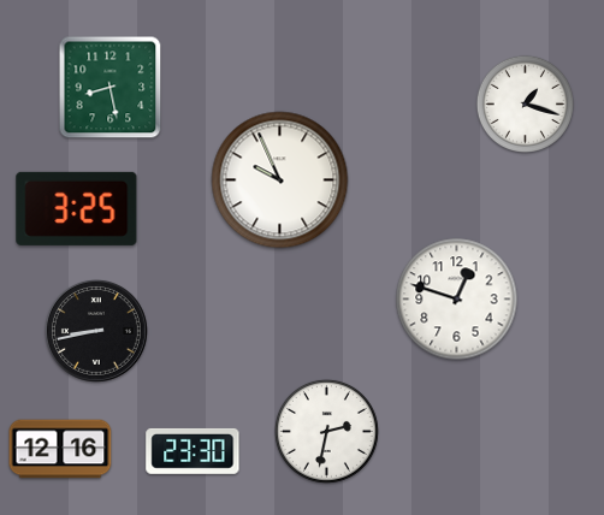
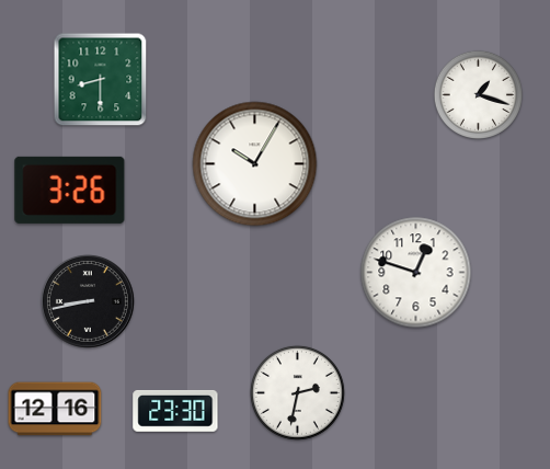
clock at (111, 88): 8:28 -> 8:30
clock at (280, 180): 9:56 -> 10:05
clock at (77, 208): 3:25 -> 3:26
